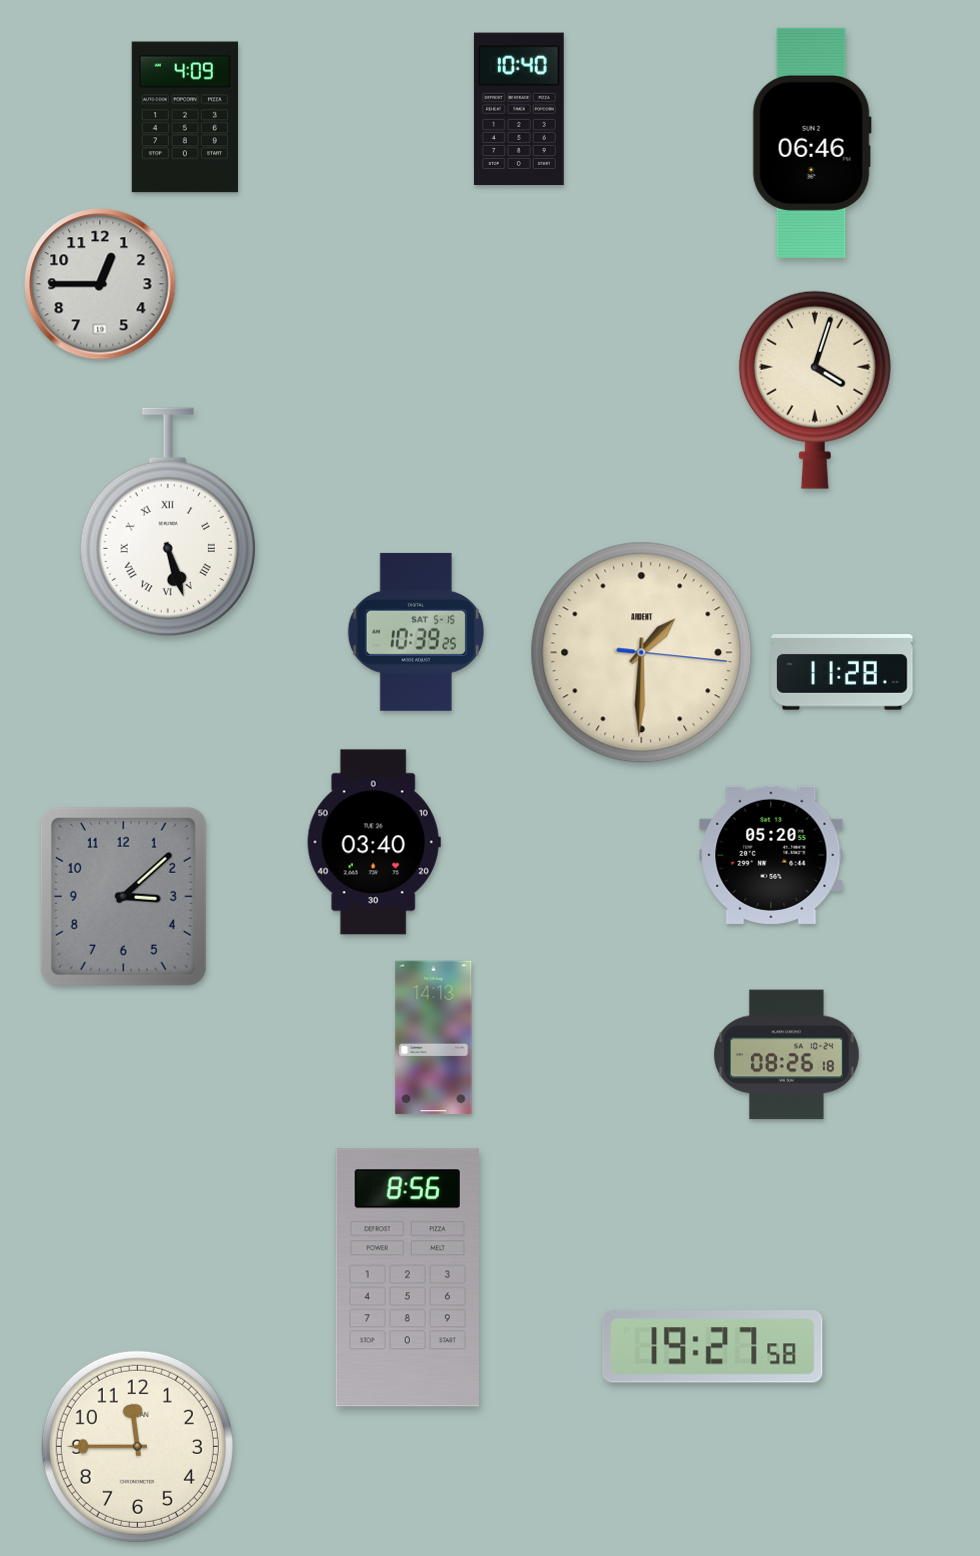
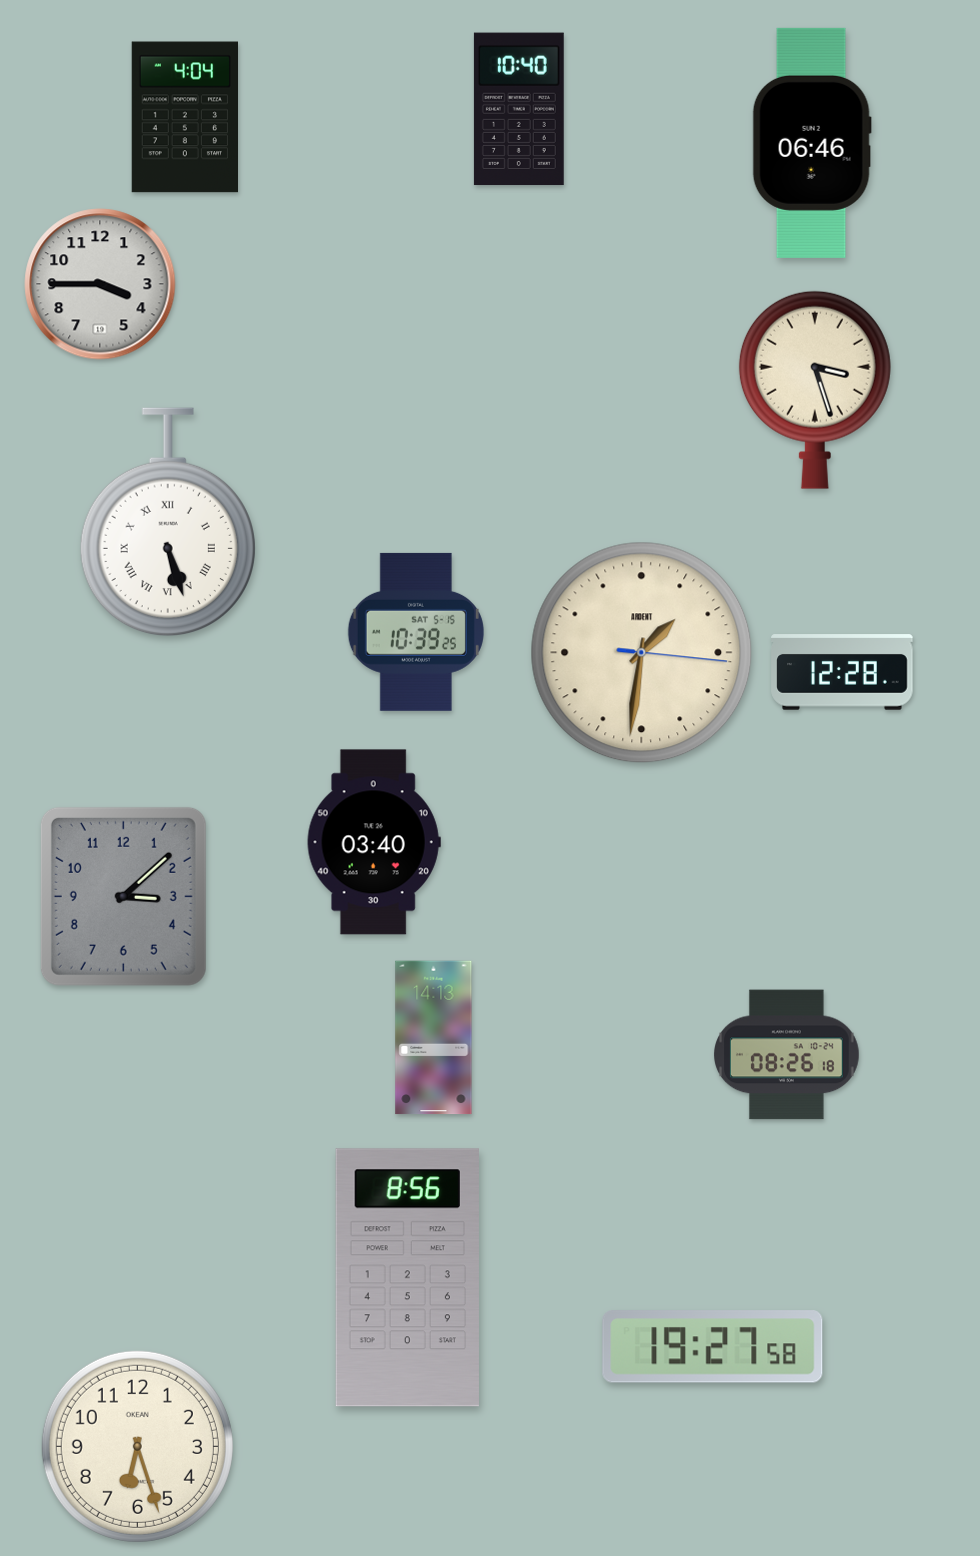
clock at (184, 117): 4:09 -> 4:04
clock at (100, 284): 12:45 -> 3:45
clock at (815, 390): 4:03 -> 3:27
clock at (642, 653): 1:30 -> 1:31
clock at (842, 672): 11:28 -> 12:28
clock at (771, 855): 05:20 -> none
clock at (137, 1446): 11:45 -> 6:27
